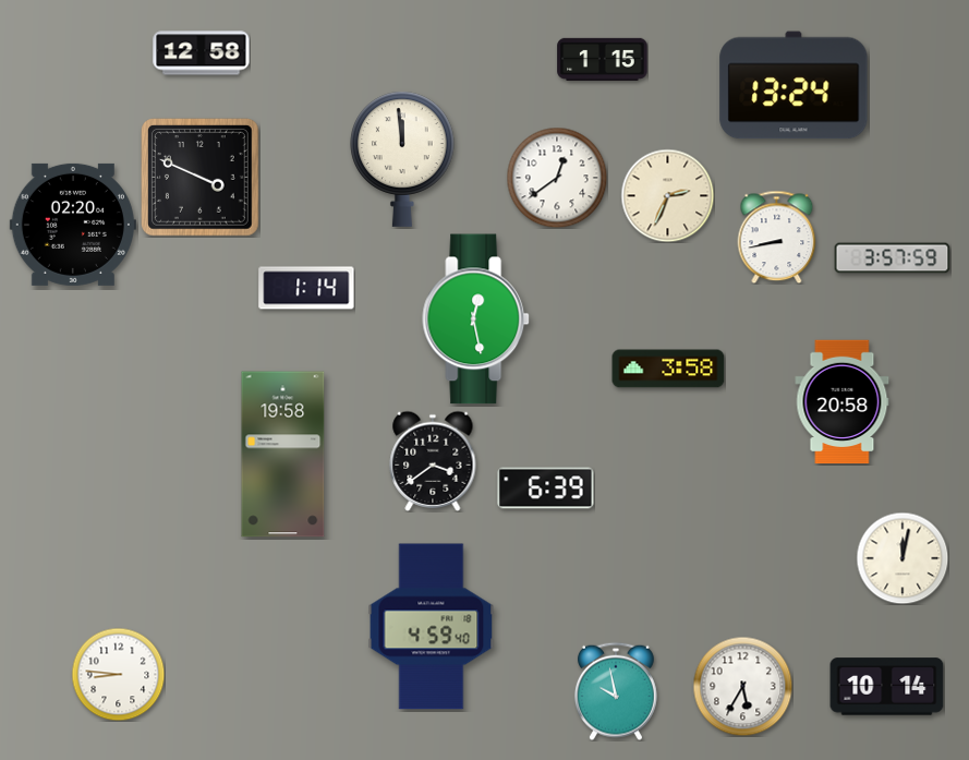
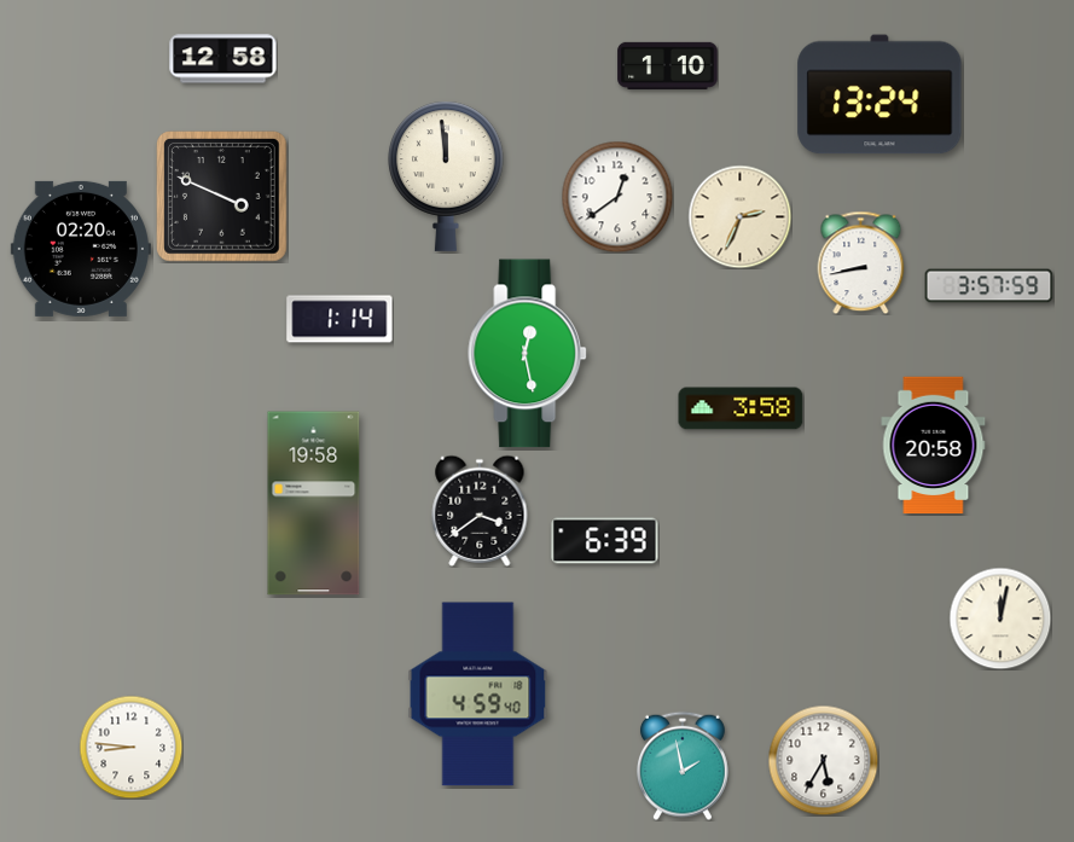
clock at (603, 59): 1:15 -> 1:10
clock at (887, 687): 10:14 -> none
clock at (616, 691): 9:58 -> 1:58
